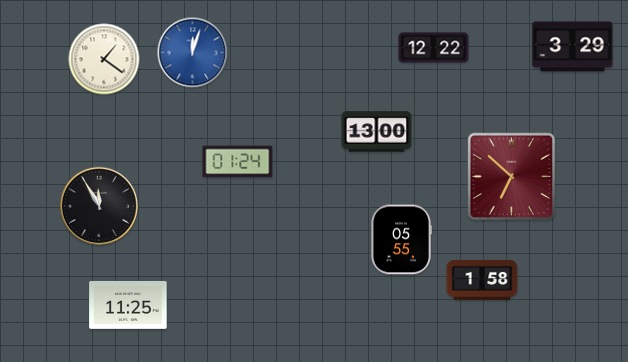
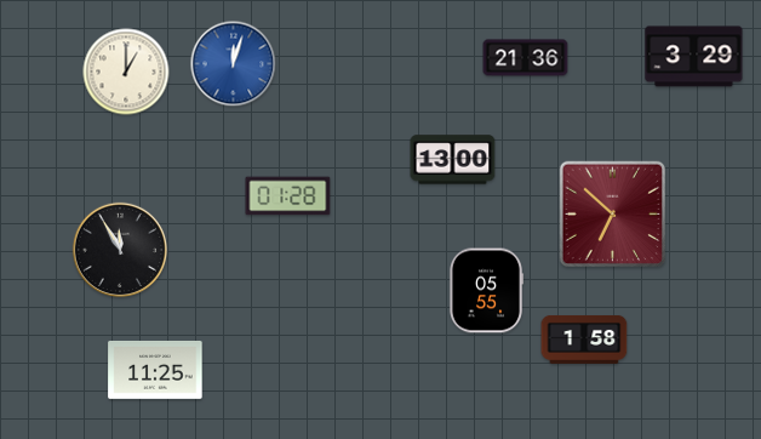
clock at (434, 48): 12:22 -> 21:36
clock at (104, 59): 1:21 -> 1:00
clock at (377, 132) position: (377, 132) -> (453, 160)
clock at (238, 162): 01:24 -> 01:28
clock at (511, 176) position: (511, 176) -> (612, 213)
